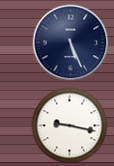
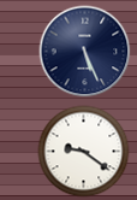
clock at (70, 126): 9:17 -> 9:21
